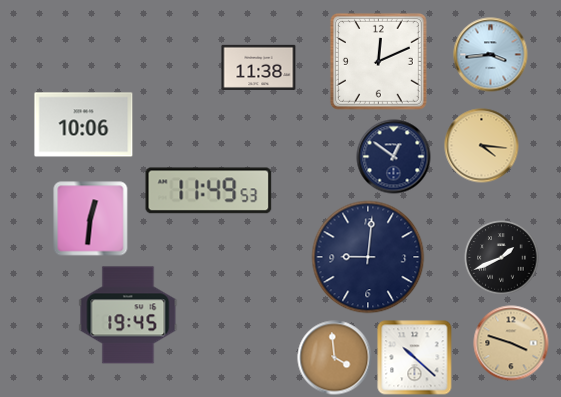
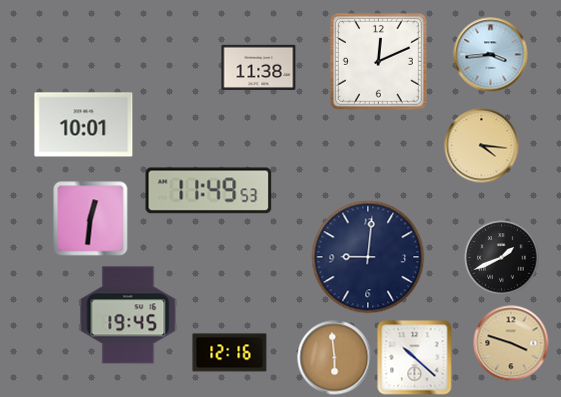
clock at (84, 125): 10:06 -> 10:01
clock at (394, 157): 12:51 -> none
clock at (230, 353): none -> 12:16
clock at (335, 358): 3:59 -> 5:59
